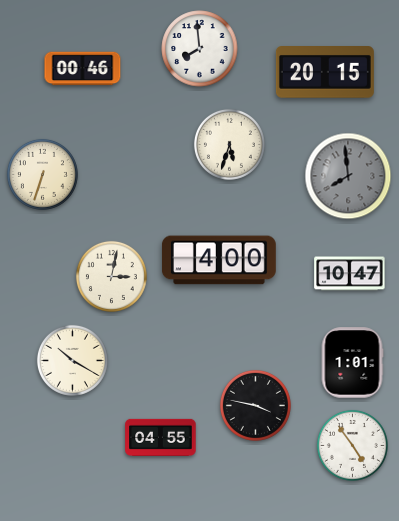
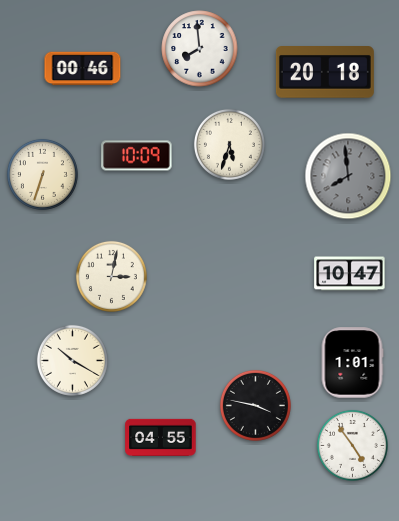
clock at (325, 73): 20:15 -> 20:18
clock at (137, 156): none -> 10:09
clock at (219, 260): 4:00 -> none
